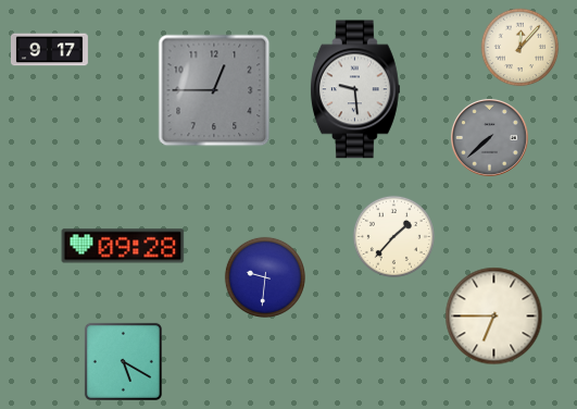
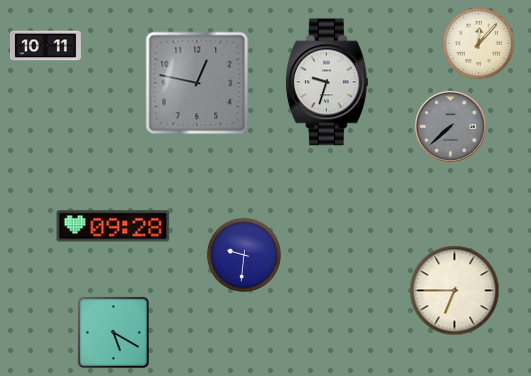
clock at (49, 50): 9:17 -> 10:11
clock at (355, 89): 9:29 -> 9:33
clock at (214, 90): 12:45 -> 12:47
clock at (393, 236): 1:37 -> none
